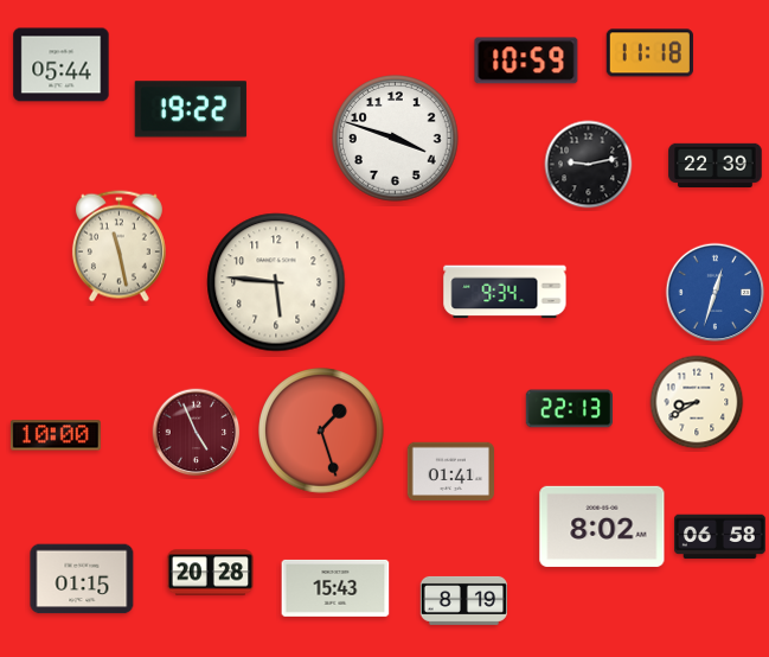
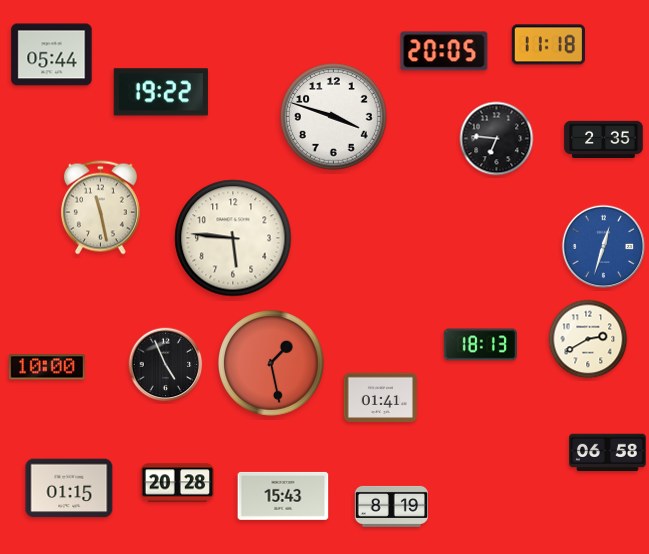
clock at (526, 60): 10:59 -> 20:05
clock at (589, 165): 9:13 -> 6:46
clock at (716, 165): 22:39 -> 2:35
clock at (505, 292): 9:34 -> none
clock at (697, 402): 8:40 -> 2:40
clock at (569, 409): 22:13 -> 18:13
clock at (322, 432): 1:27 -> 1:28
clock at (197, 433) dial: burgundy -> black
clock at (602, 527): 8:02 -> none
